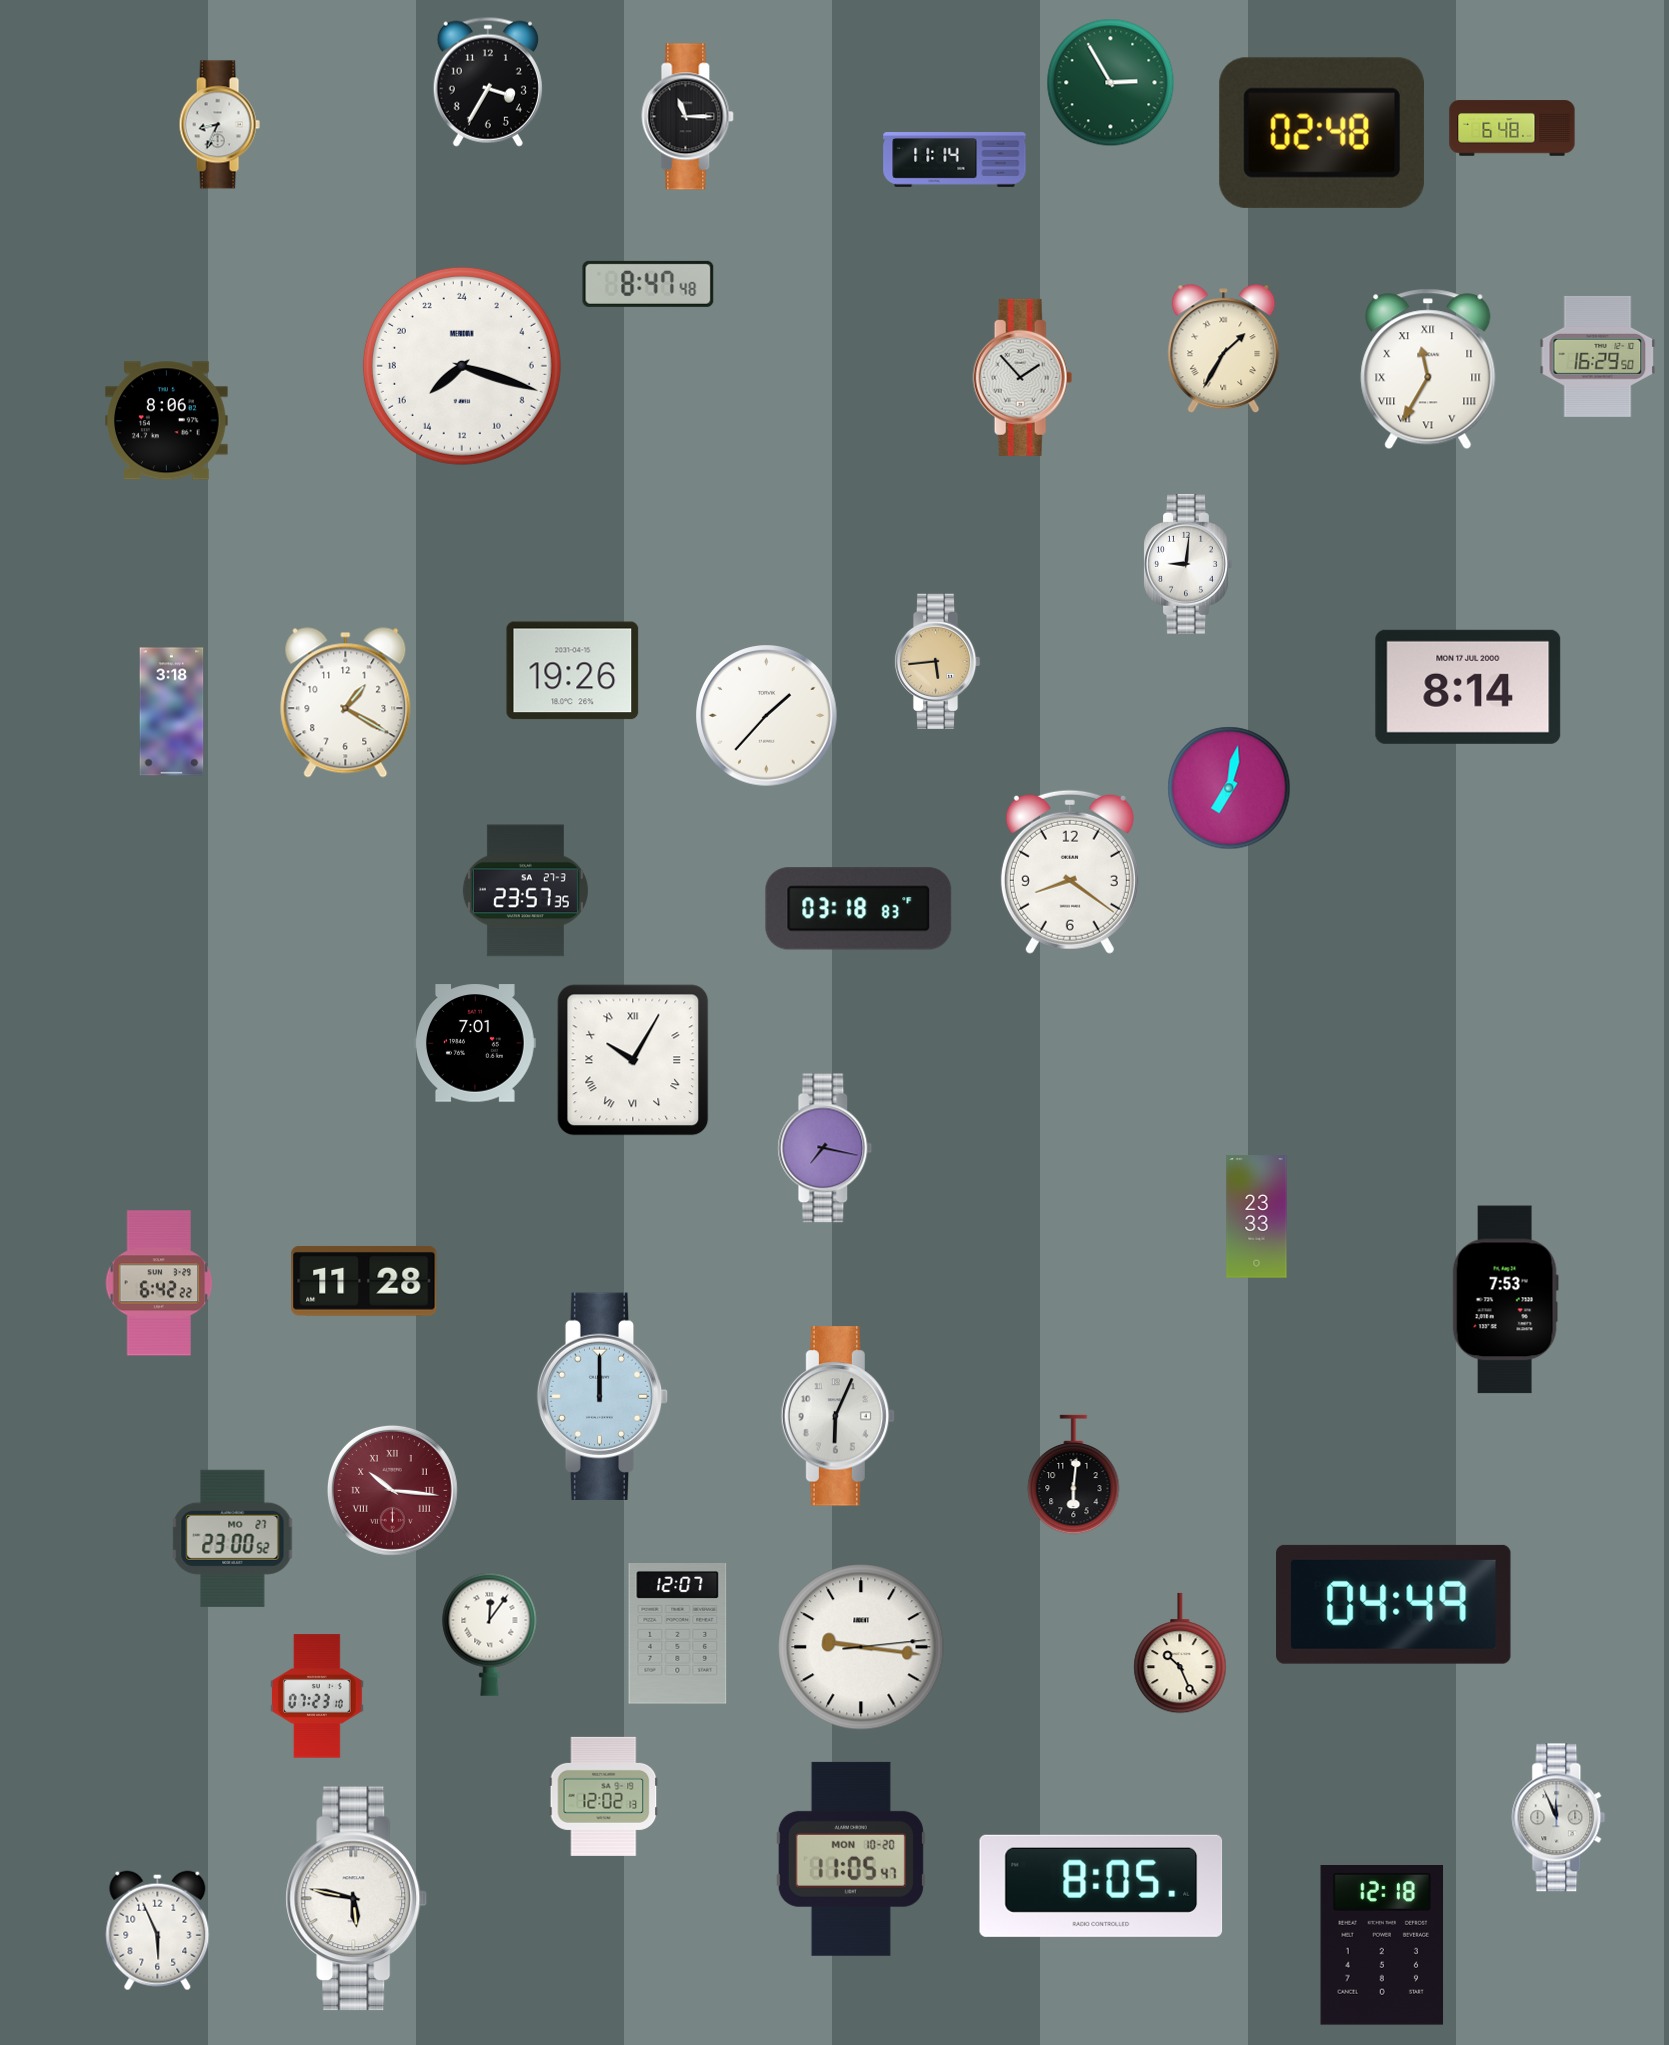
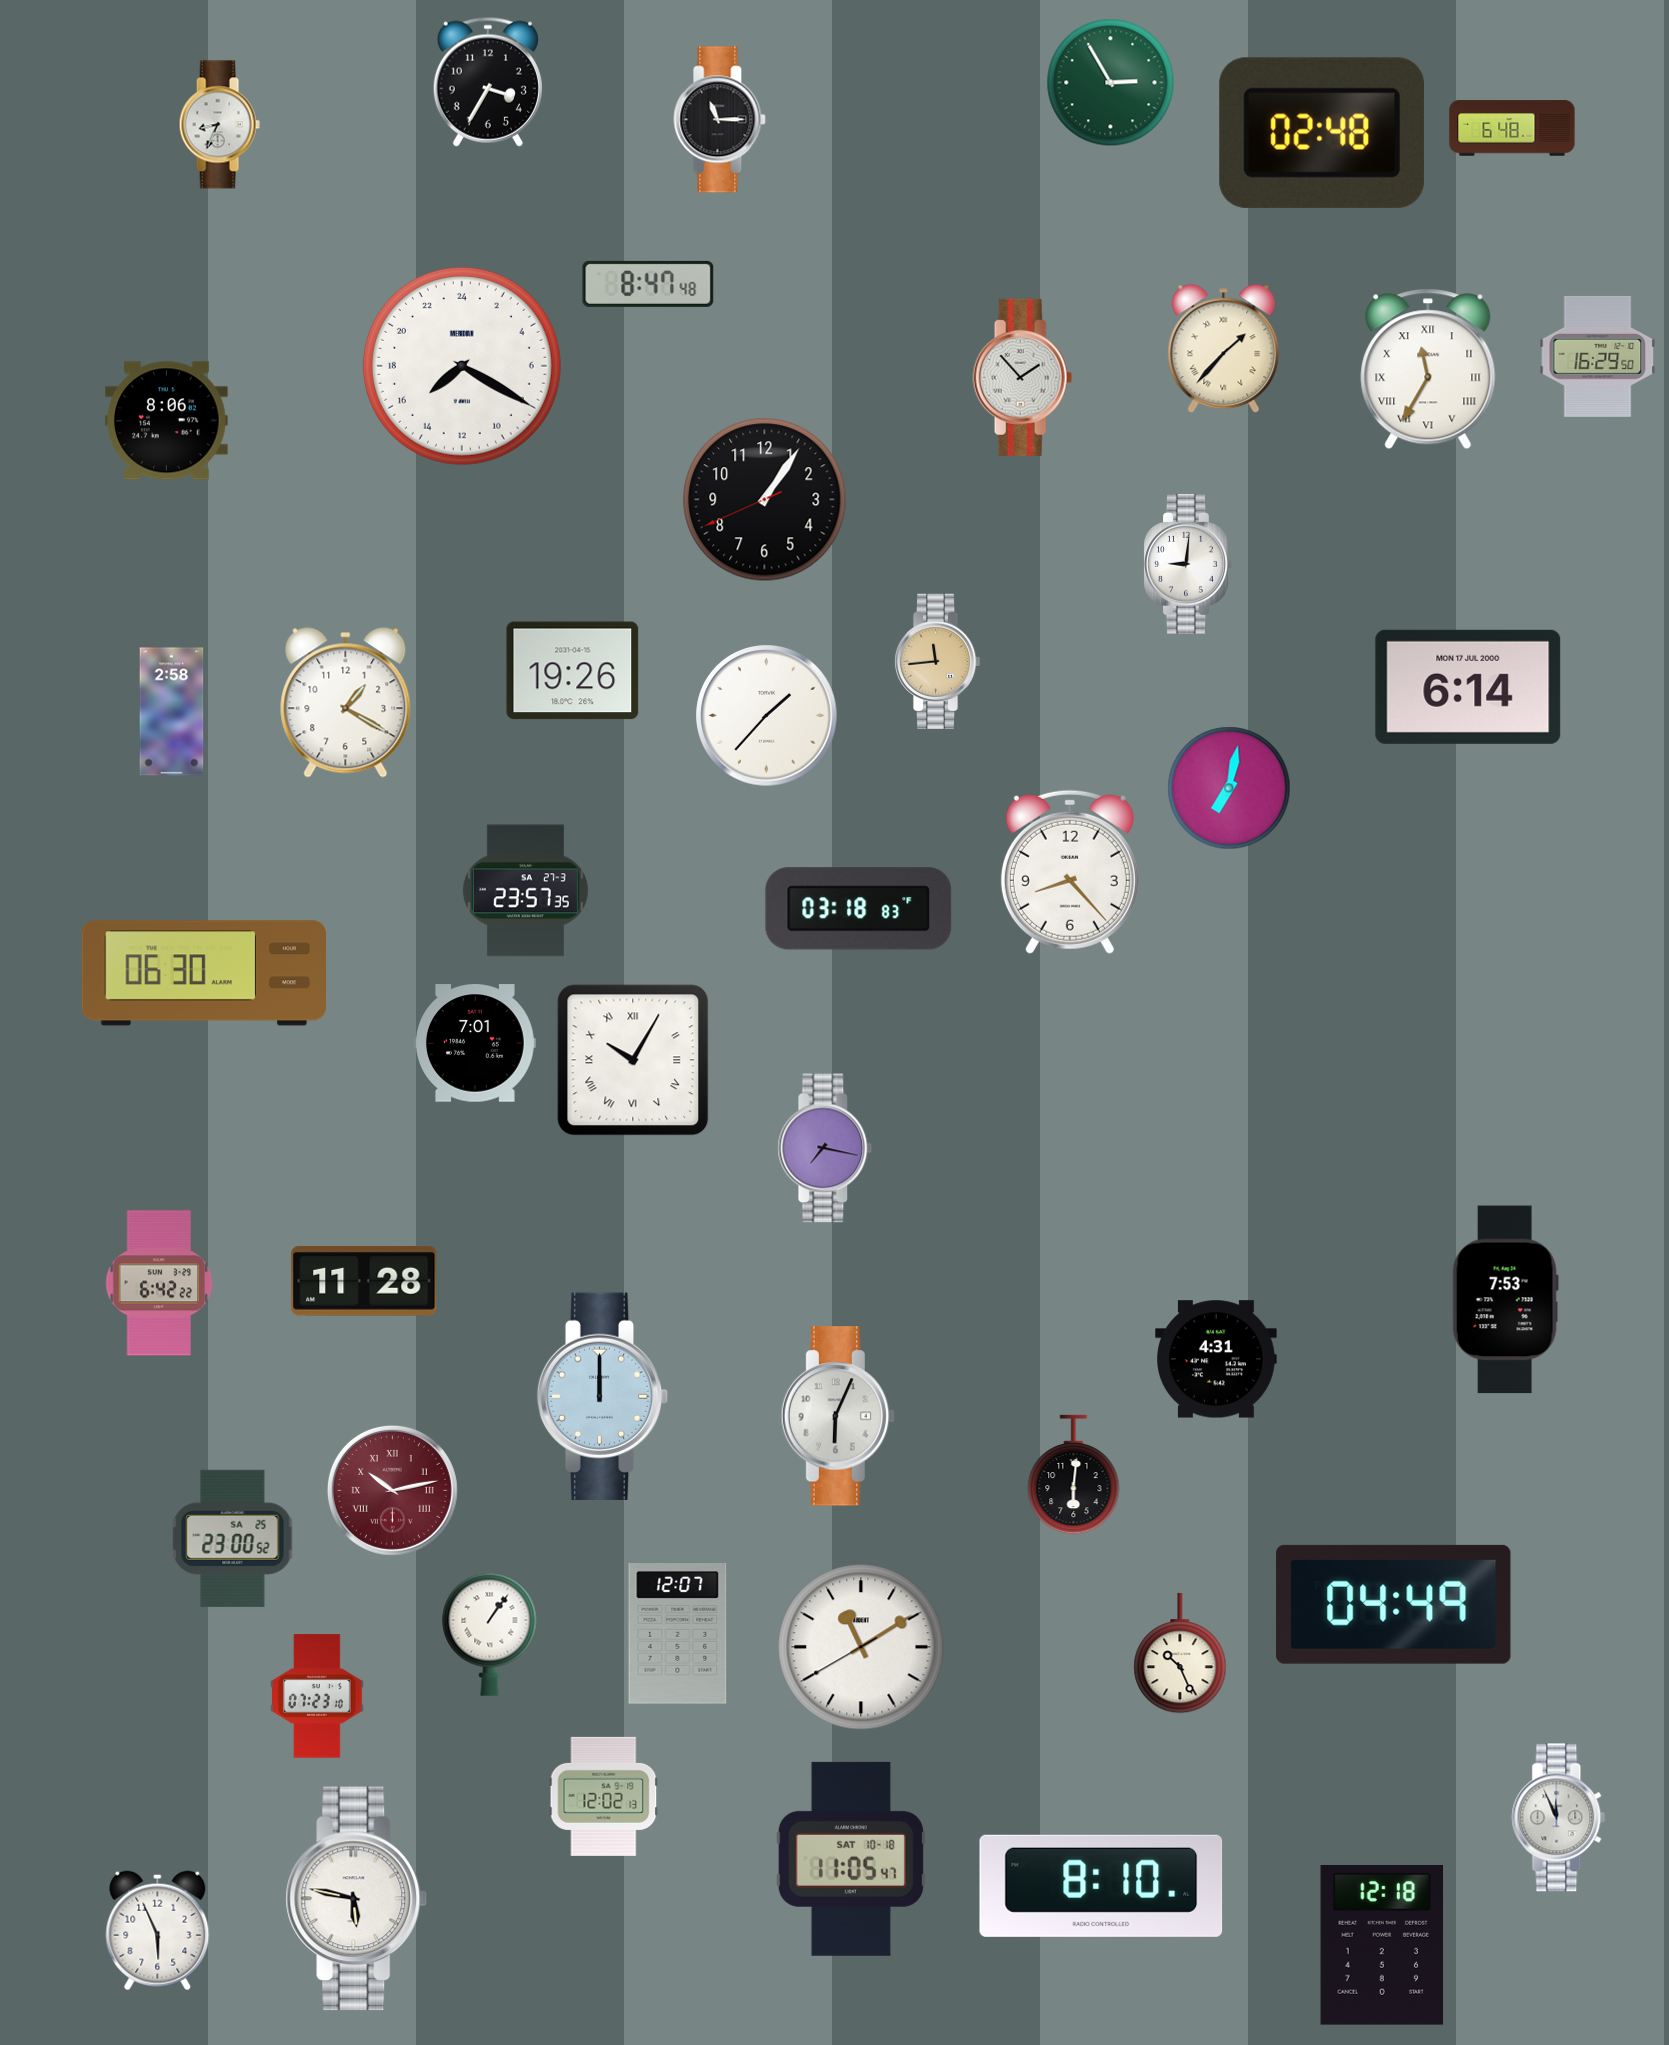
clock at (688, 117) position: (688, 117) -> (720, 120)
clock at (955, 160): 11:14 -> none
clock at (1224, 349): 1:35 -> 1:37
clock at (462, 366): 15:18 -> 15:20
clock at (765, 500): none -> 1:05
clock at (937, 661): 5:44 -> 11:44
clock at (1468, 687): 8:14 -> 6:14
clock at (172, 712): 3:18 -> 2:58
clock at (1070, 872): 8:21 -> 8:23
clock at (203, 973): none -> 06:30
clock at (1257, 1217): 23:33 -> none
clock at (1217, 1359): none -> 4:31
clock at (392, 1490): 10:16 -> 10:13
clock at (233, 1538) date: MO 27 -> SA 25
clock at (490, 1634): 12:06 -> 1:06
clock at (861, 1647): 9:16 -> 11:09
clock at (851, 1859) date: MON 10-20 -> SAT 10-18
clock at (1101, 1886): 8:05 -> 8:10
